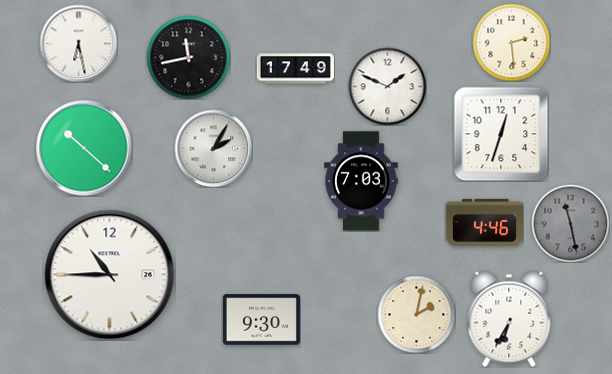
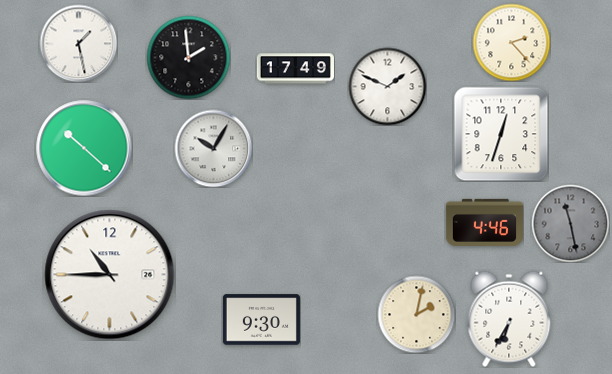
clock at (511, 42): 2:29 -> 2:23
clock at (78, 43): 6:28 -> 1:28
clock at (188, 57): 11:43 -> 1:59
clock at (213, 148): 2:05 -> 10:05
clock at (361, 181): 7:03 -> none
